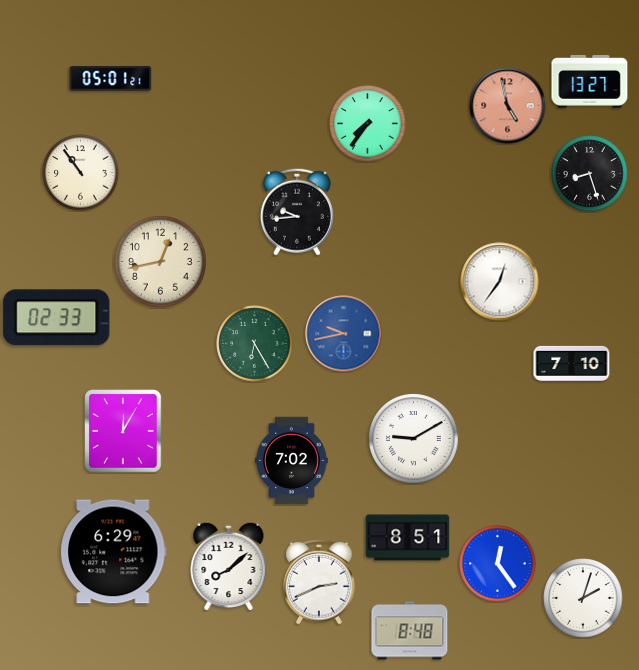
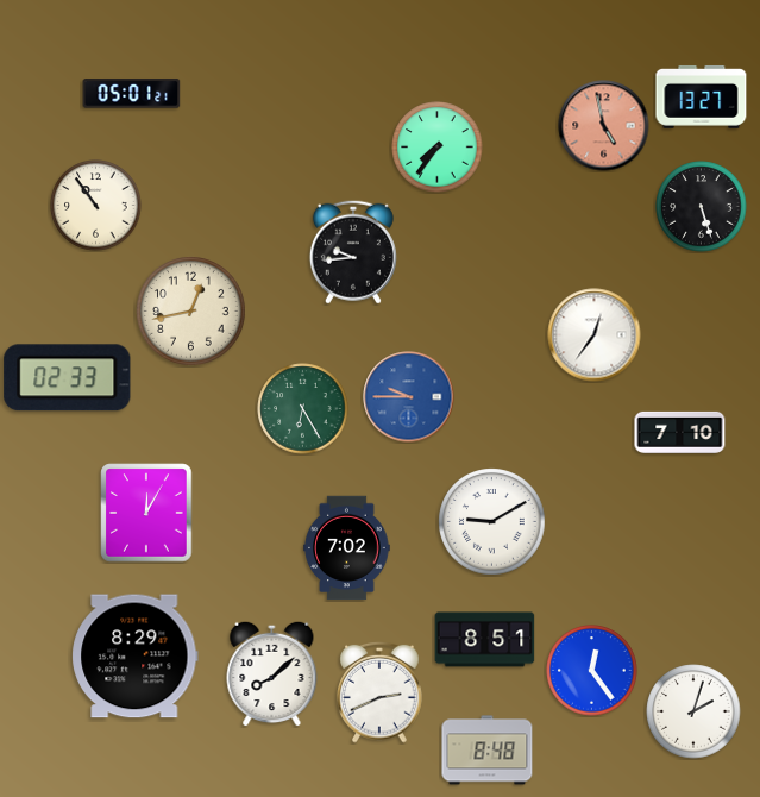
clock at (590, 174): 8:27 -> 5:27
clock at (344, 334): 9:43 -> 9:45
clock at (114, 552): 6:29 -> 8:29
